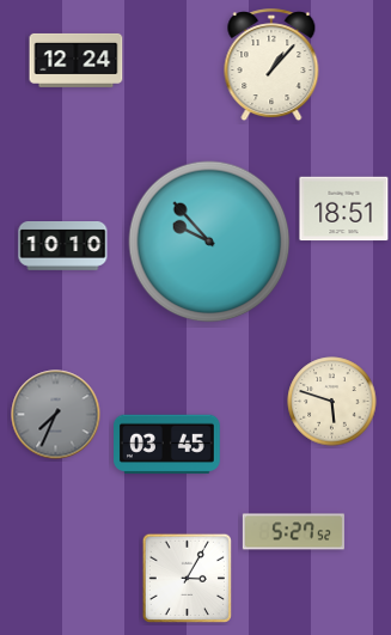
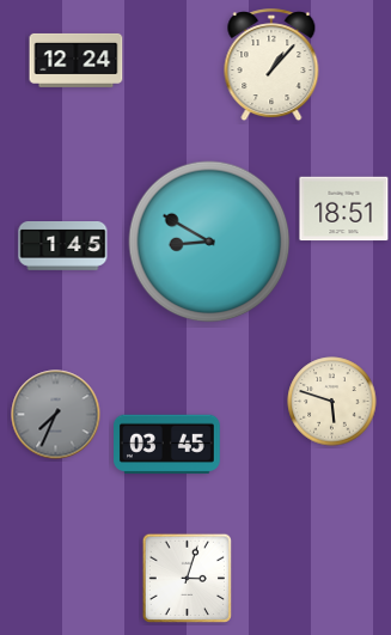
clock at (209, 242): 9:53 -> 8:50
clock at (63, 246): 10:10 -> 1:45
clock at (293, 532): 5:27 -> none
clock at (188, 579): 3:05 -> 3:03
